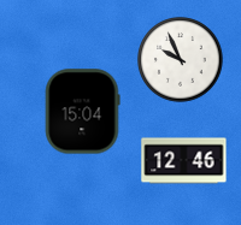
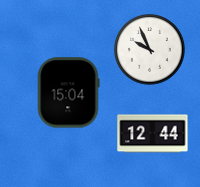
clock at (184, 161): 12:46 -> 12:44
